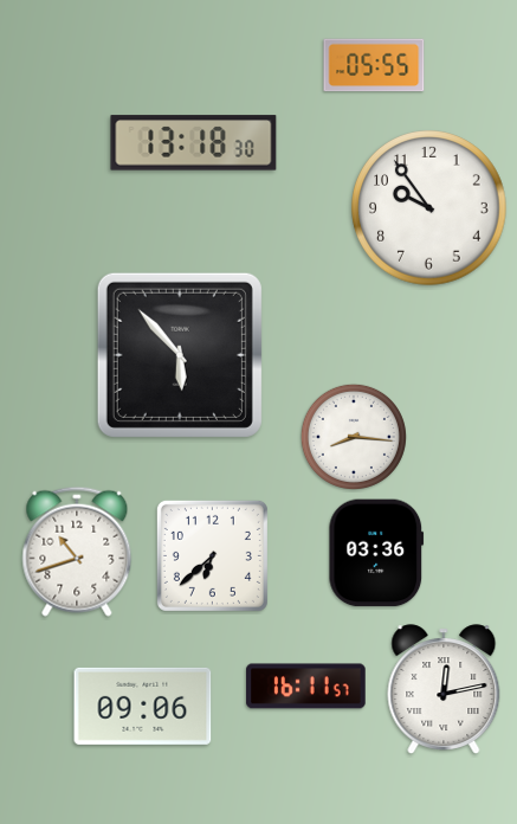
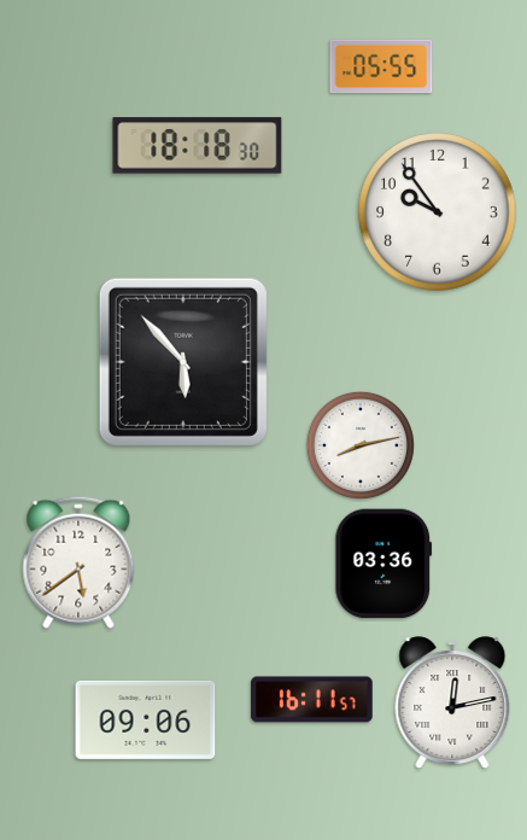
clock at (194, 143): 13:18 -> 18:18
clock at (354, 437): 8:16 -> 8:13
clock at (77, 552): 10:42 -> 5:39
clock at (212, 555): 6:38 -> none
